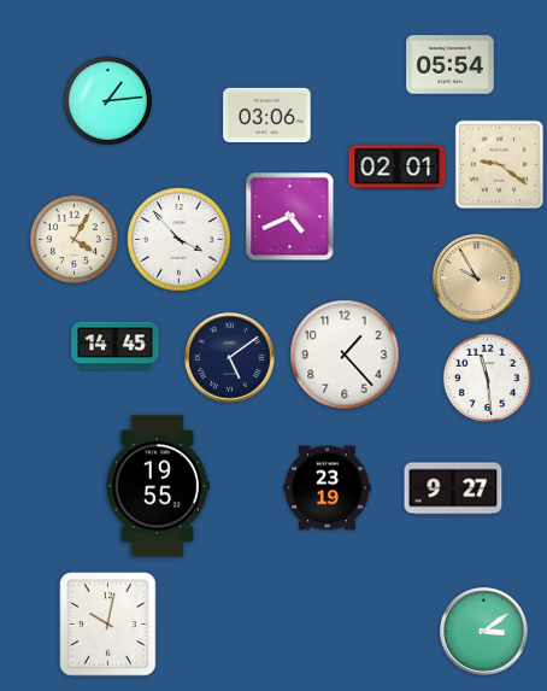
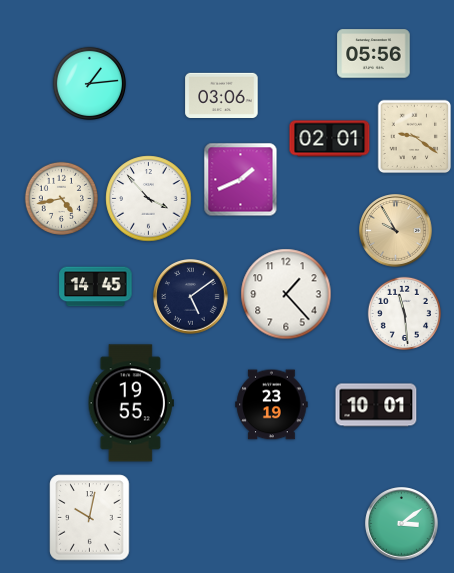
clock at (451, 65): 05:54 -> 05:56
clock at (290, 217): 4:41 -> 1:41
clock at (73, 239): 4:05 -> 4:43
clock at (453, 488): 9:27 -> 10:01
